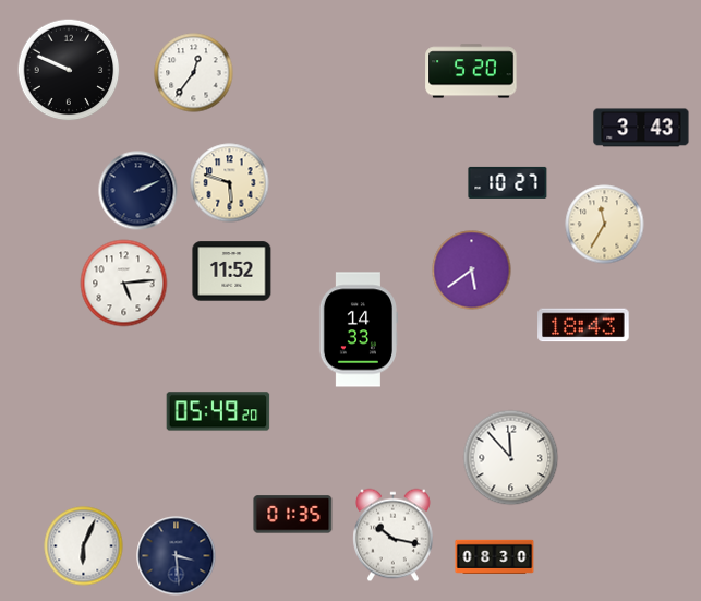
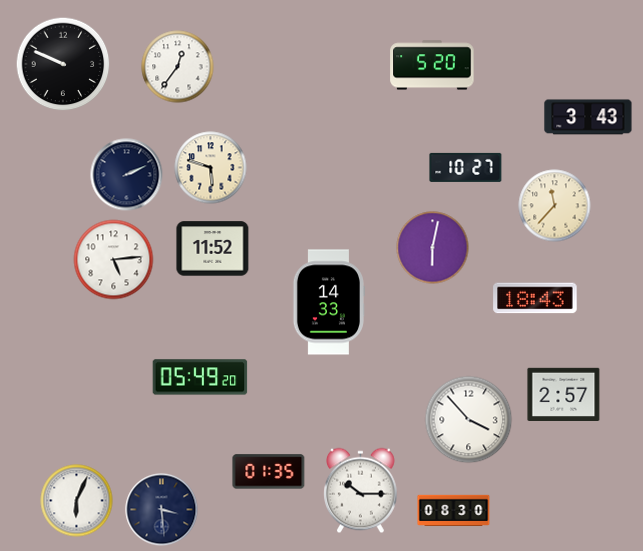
clock at (605, 225): 11:35 -> 11:37
clock at (472, 271): 5:39 -> 6:02
clock at (564, 394): none -> 2:57
clock at (511, 458): 11:53 -> 3:53
clock at (394, 536): 10:17 -> 10:15
